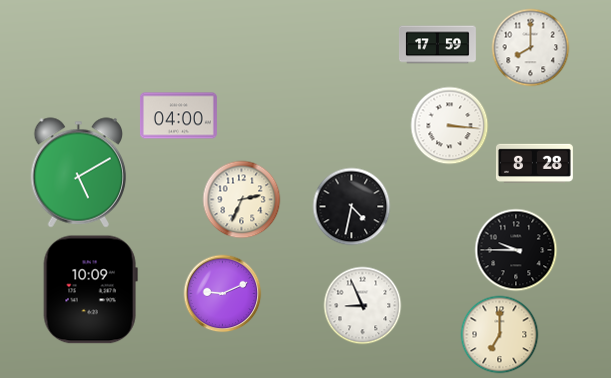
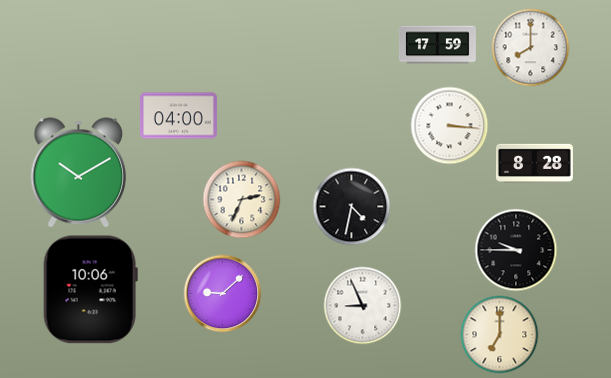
clock at (79, 173): 5:10 -> 10:10
clock at (90, 290): 10:09 -> 10:06
clock at (222, 293): 9:11 -> 9:08
